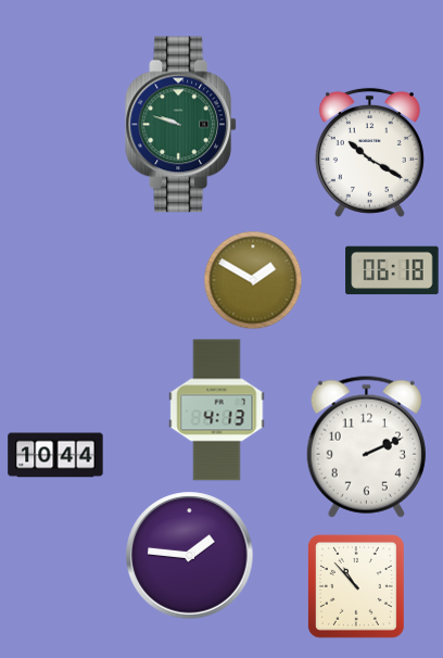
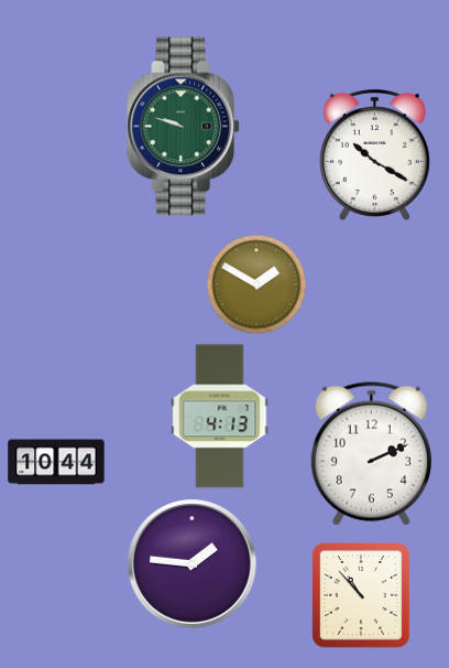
clock at (392, 270): 06:18 -> none
